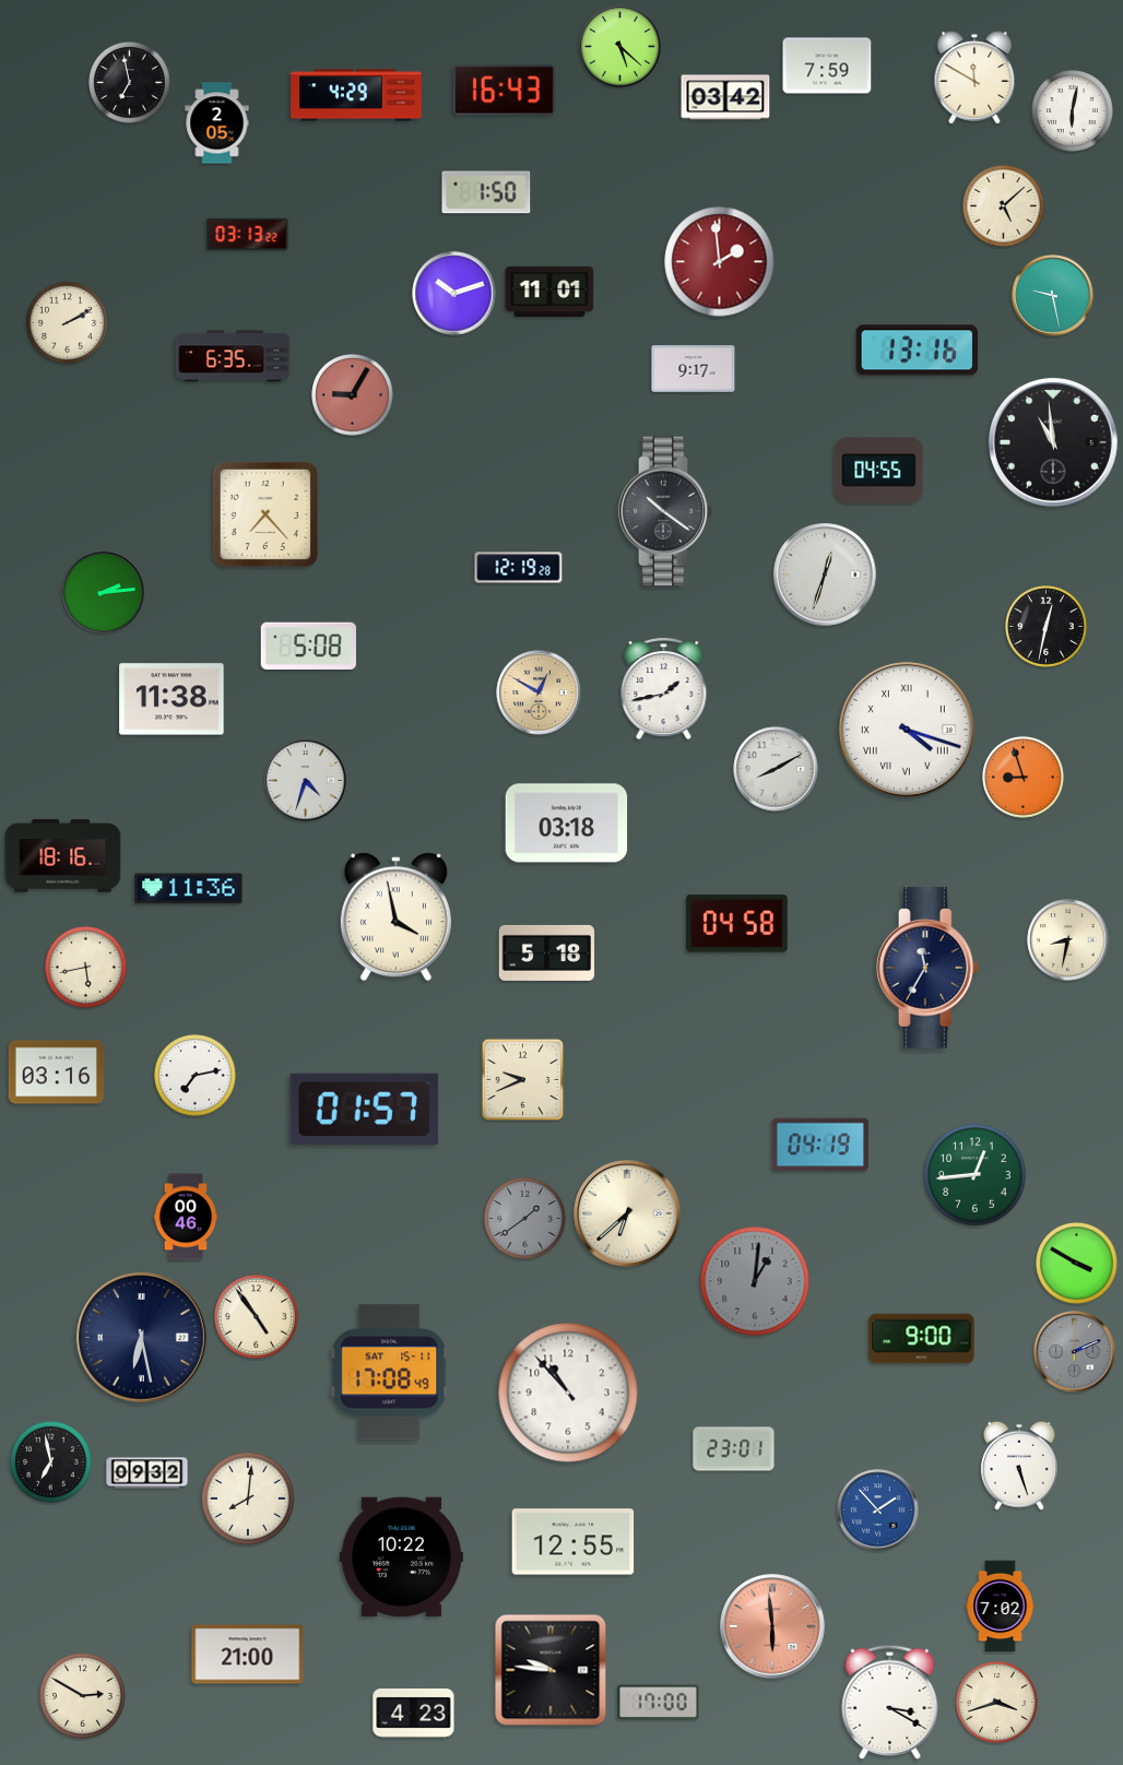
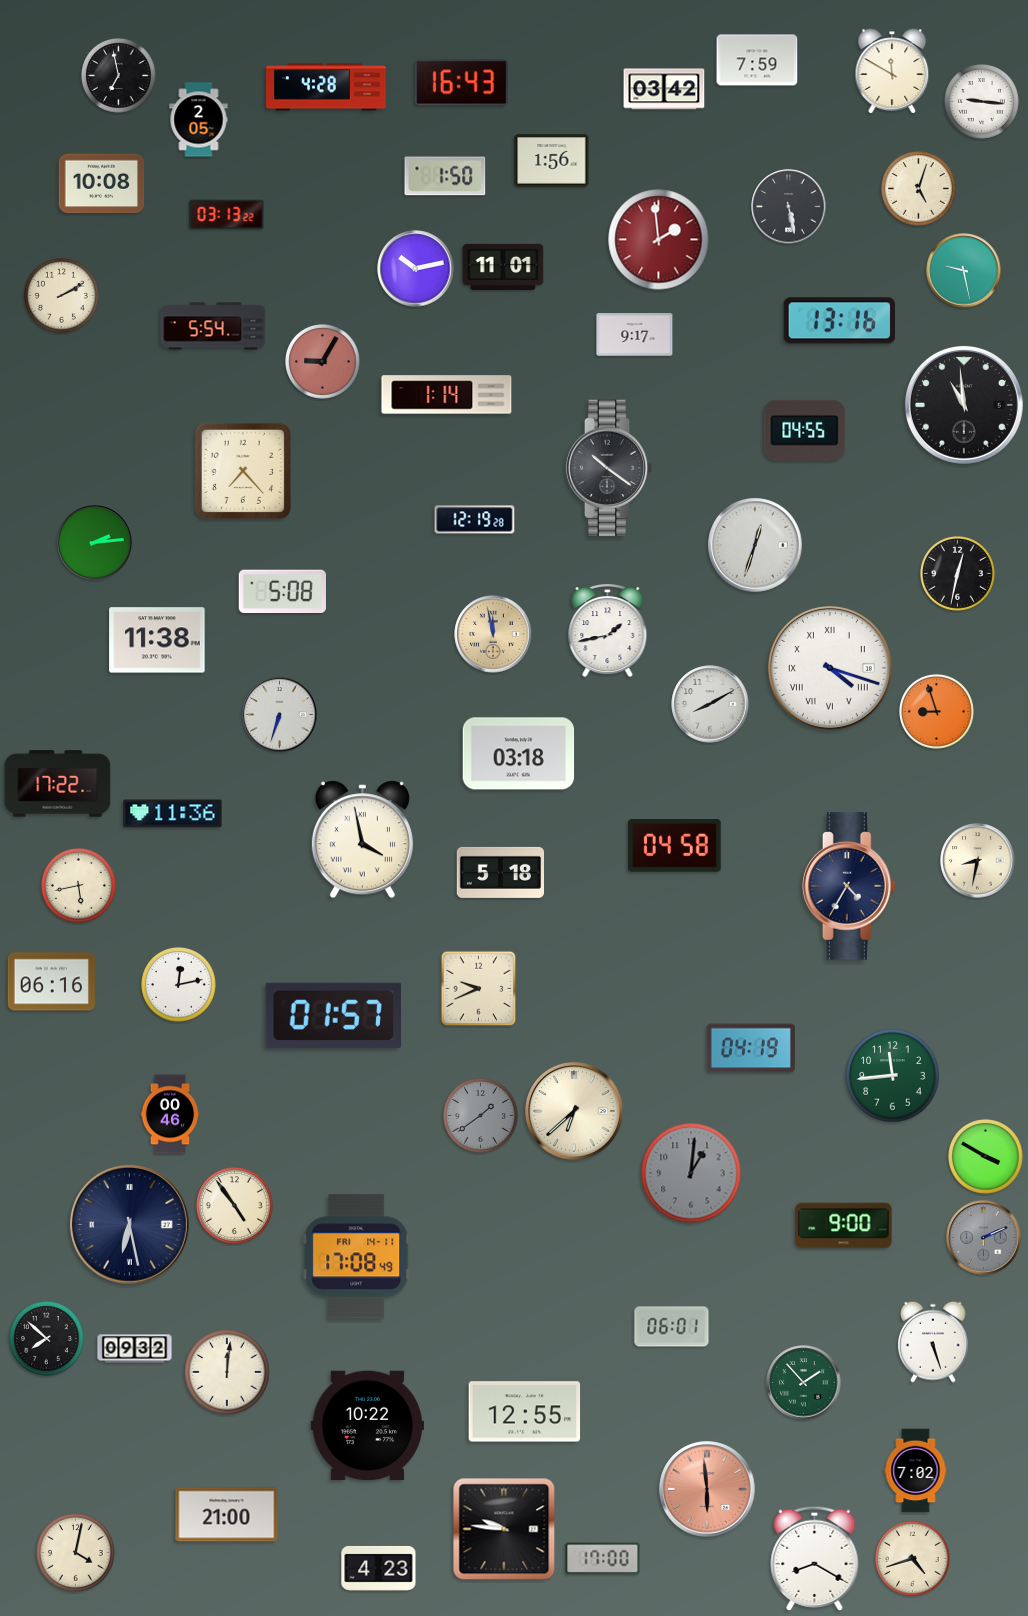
clock at (620, 47): 5:22 -> none
clock at (356, 95): 4:29 -> 4:28
clock at (1073, 111): 6:02 -> 9:16
clock at (217, 123) position: (217, 123) -> (199, 120)
clock at (552, 161): none -> 1:56
clock at (102, 184): none -> 10:08
clock at (1004, 206): 5:08 -> 5:03
clock at (789, 207): none -> 5:28
clock at (454, 294): 10:12 -> 10:13
clock at (233, 356): 6:35 -> 5:54
clock at (694, 369) position: (694, 369) -> (635, 335)
clock at (447, 395): none -> 1:14
clock at (825, 574) position: (825, 574) -> (755, 545)
clock at (539, 692): 12:50 -> 11:58
clock at (306, 781): 4:33 -> 6:33
clock at (63, 856): 18:16 -> 17:22
clock at (929, 968): 11:35 -> 4:35
clock at (56, 1073): 03:16 -> 06:16
clock at (196, 1076): 7:13 -> 12:13
clock at (976, 1175): 12:44 -> 11:44
clock at (390, 1373) date: SAT 15-11 -> FRI 14-11
clock at (568, 1393): 10:53 -> none
clock at (734, 1449): 23:01 -> 06:01
clock at (51, 1462): 6:58 -> 7:52
clock at (248, 1499): 8:01 -> 12:01
clock at (878, 1511) dial: blue -> green
clock at (83, 1696): 2:50 -> 4:02
clock at (890, 1702): 3:20 -> 8:20
clock at (997, 1703): 3:42 -> 4:42
